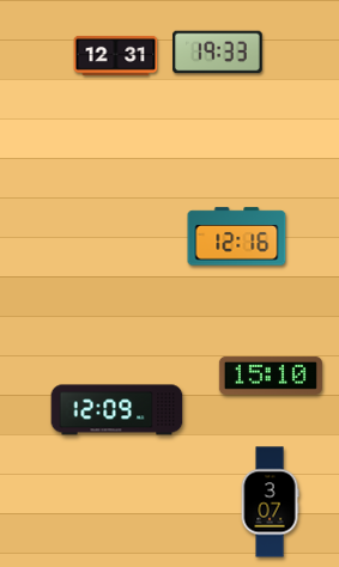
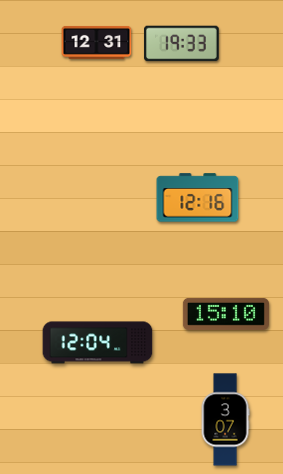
clock at (116, 55) position: (116, 55) -> (97, 42)
clock at (117, 410): 12:09 -> 12:04
